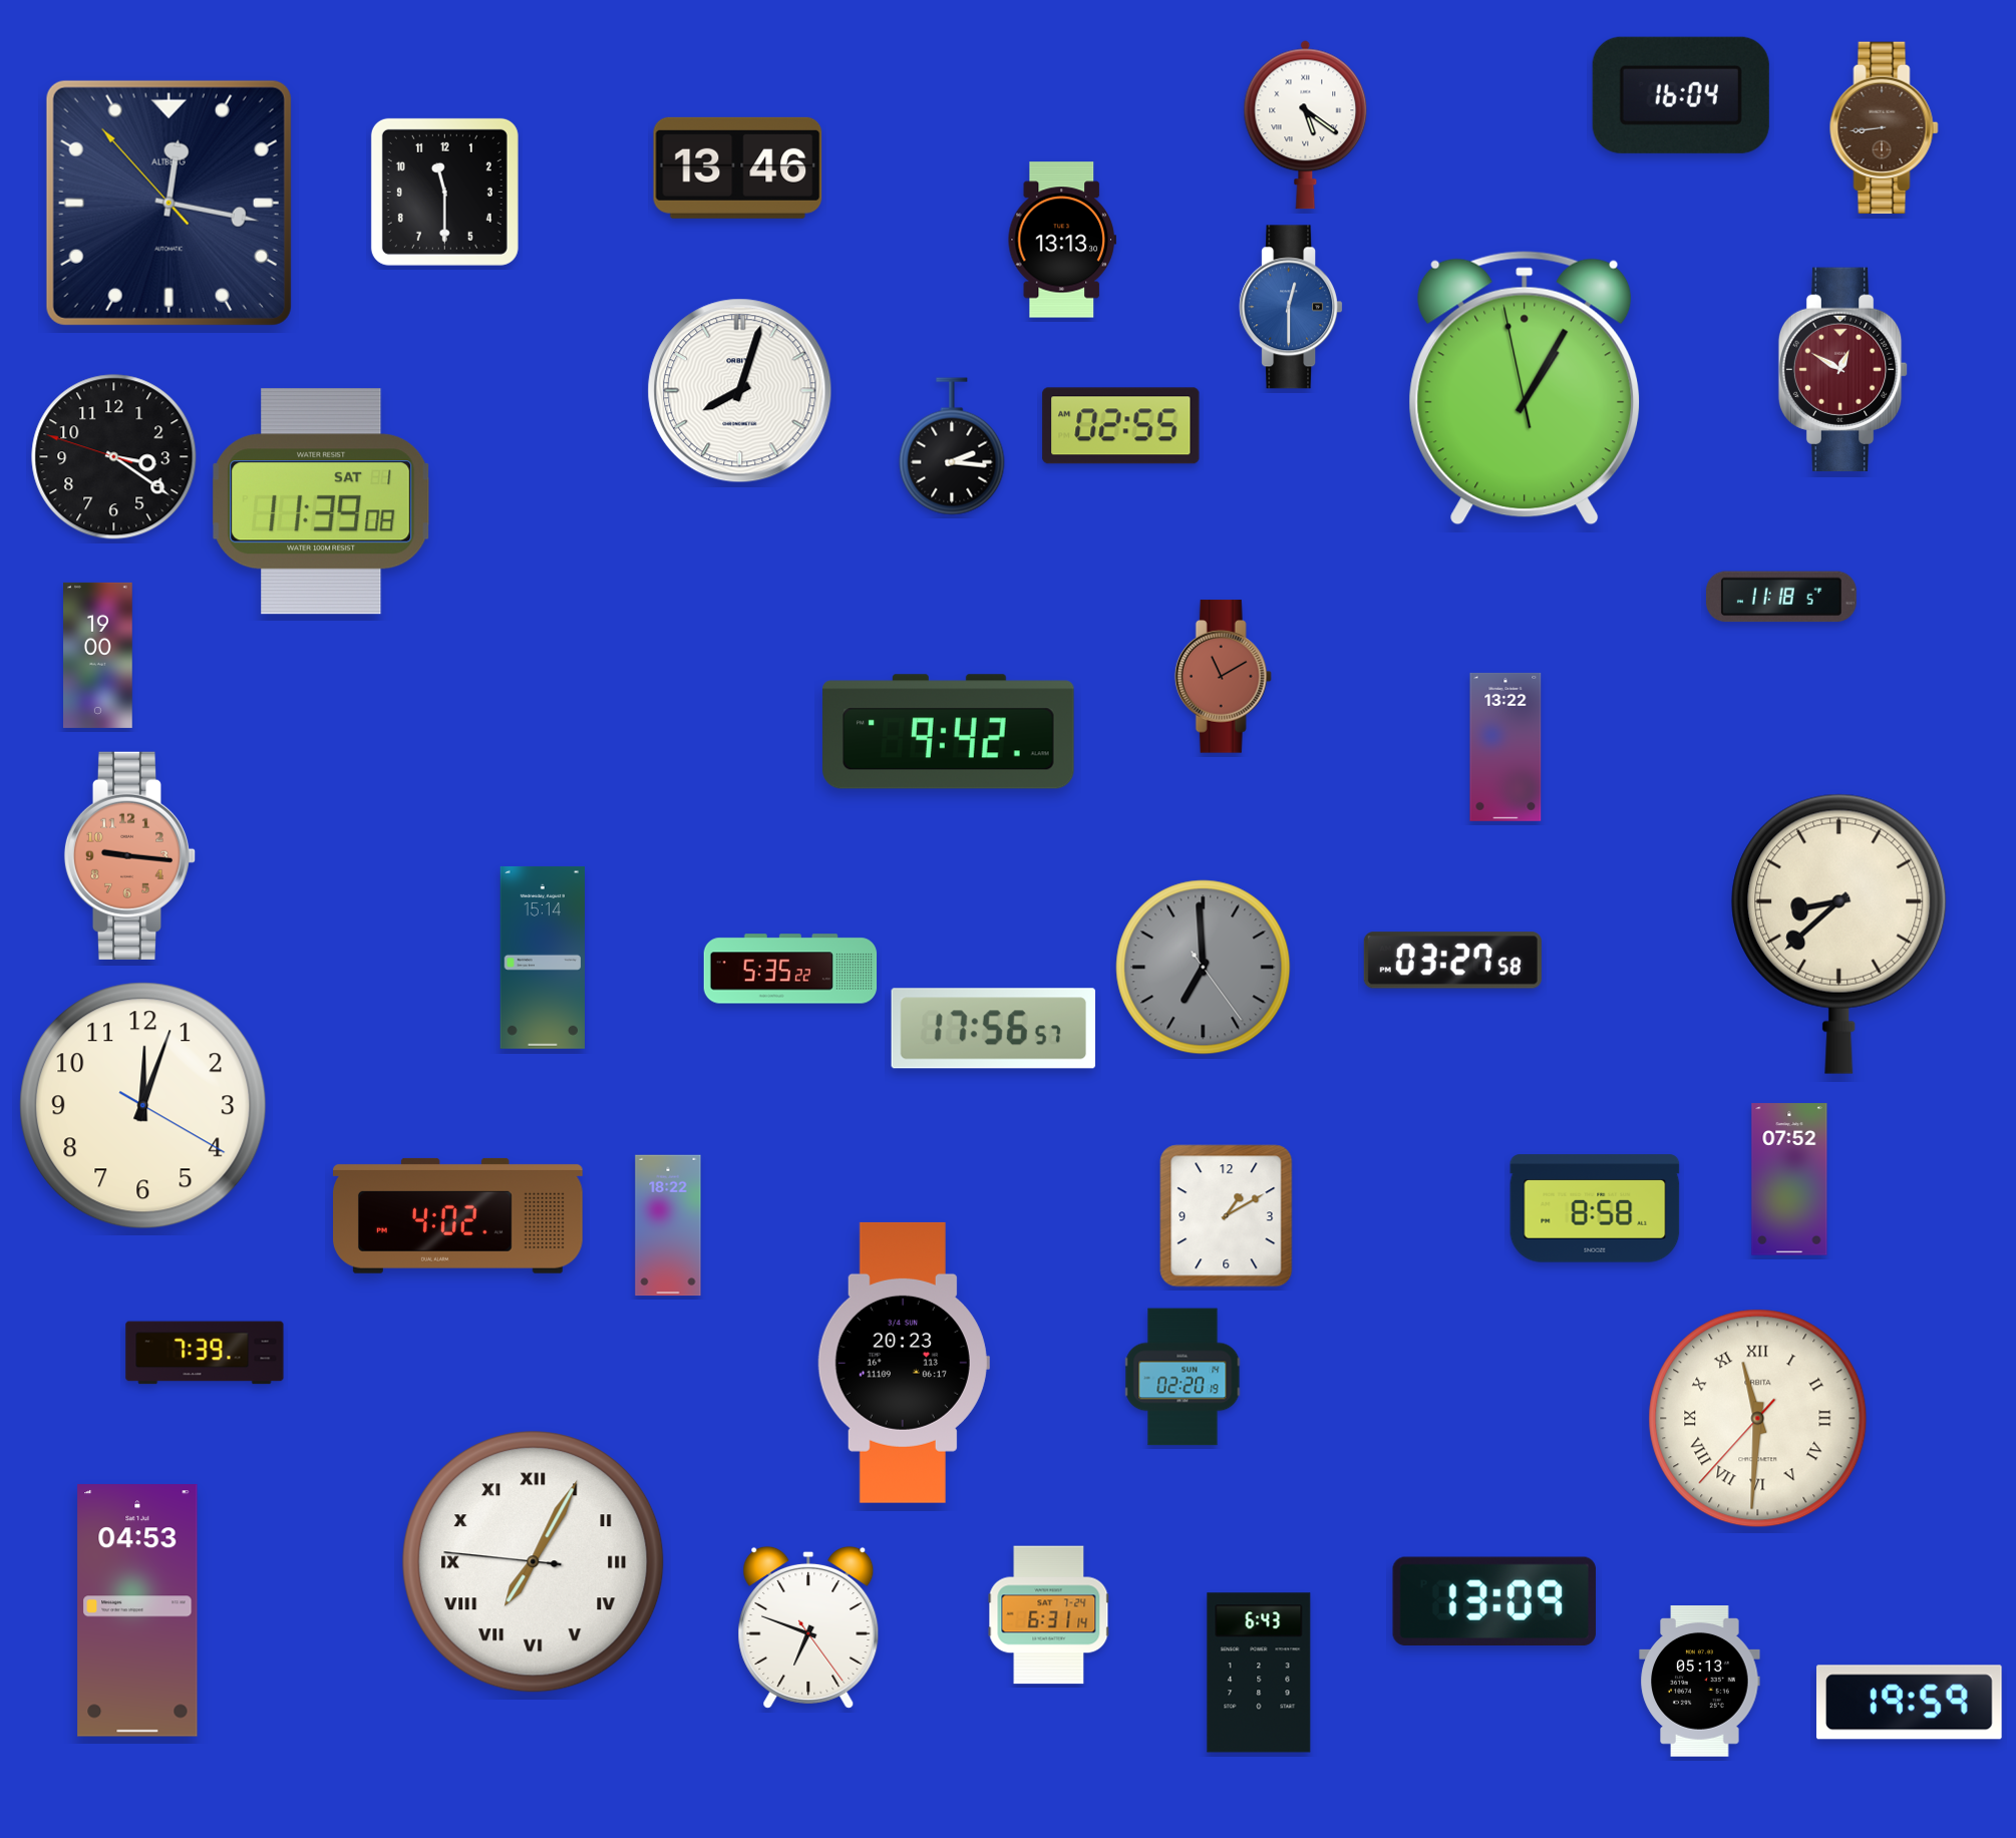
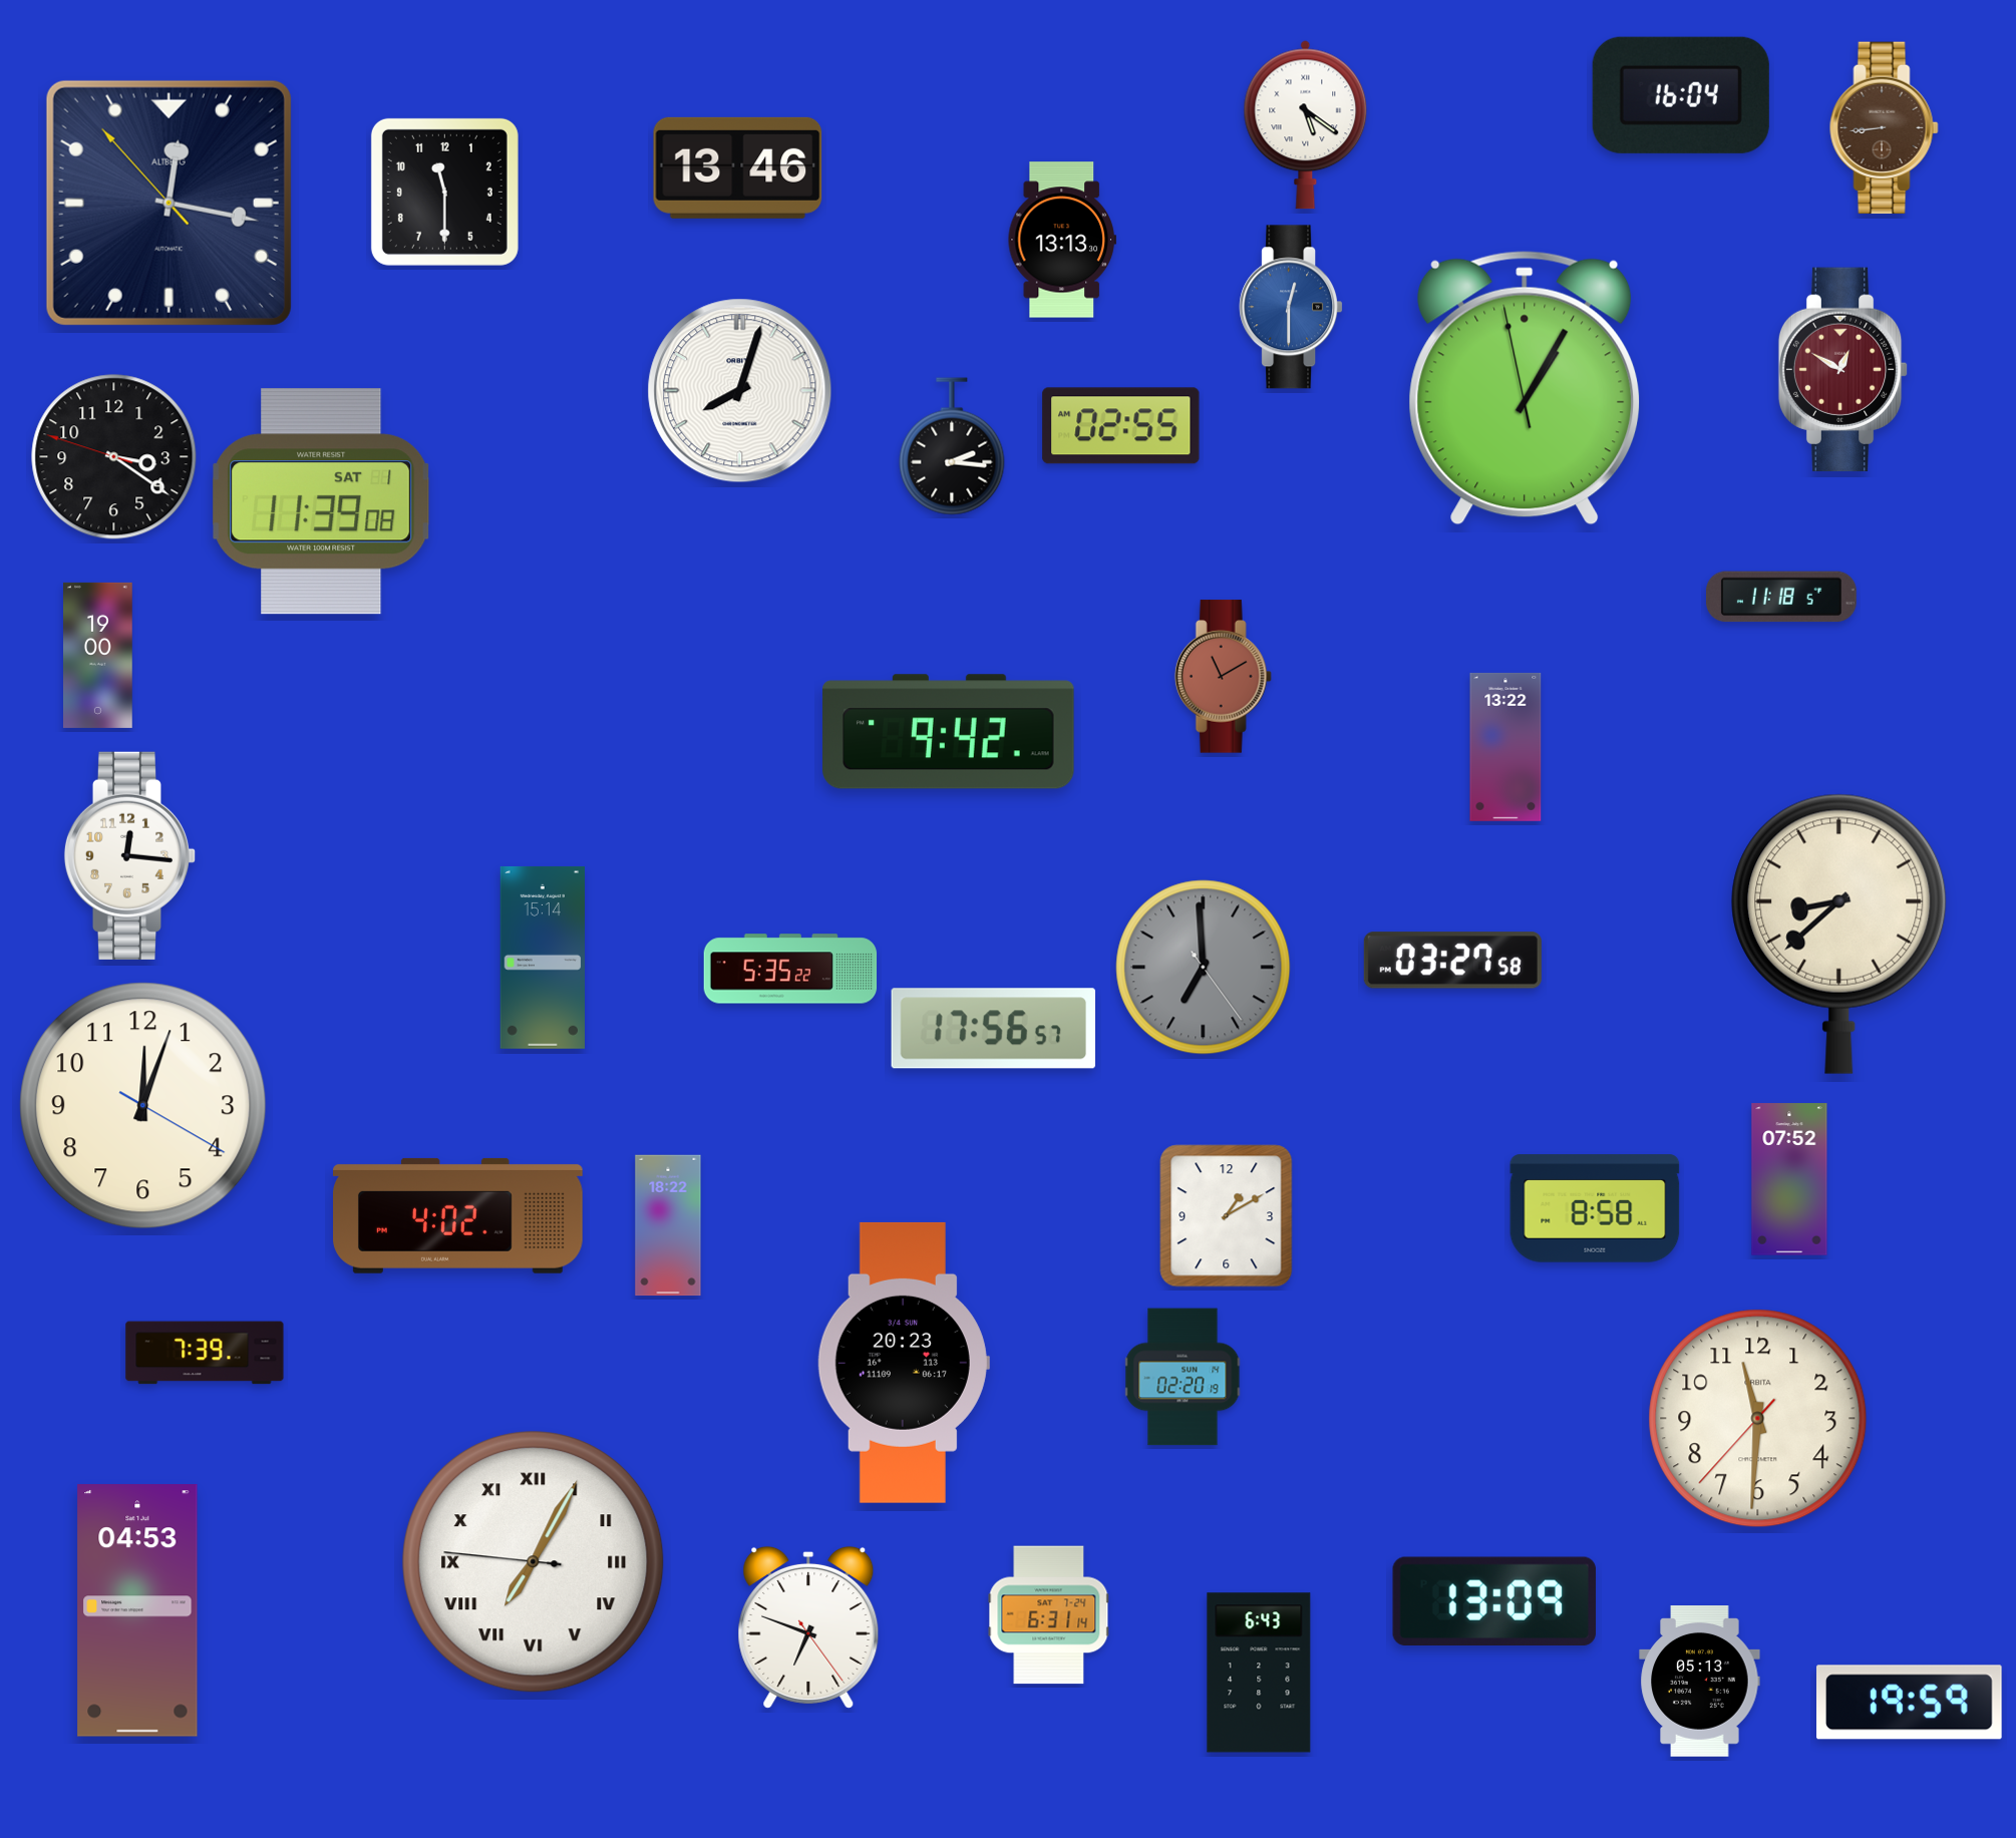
clock at (130, 855): 9:16 -> 12:16
clock at (130, 855) dial: salmon -> white
clock at (1758, 1419) numerals: Roman -> Arabic
